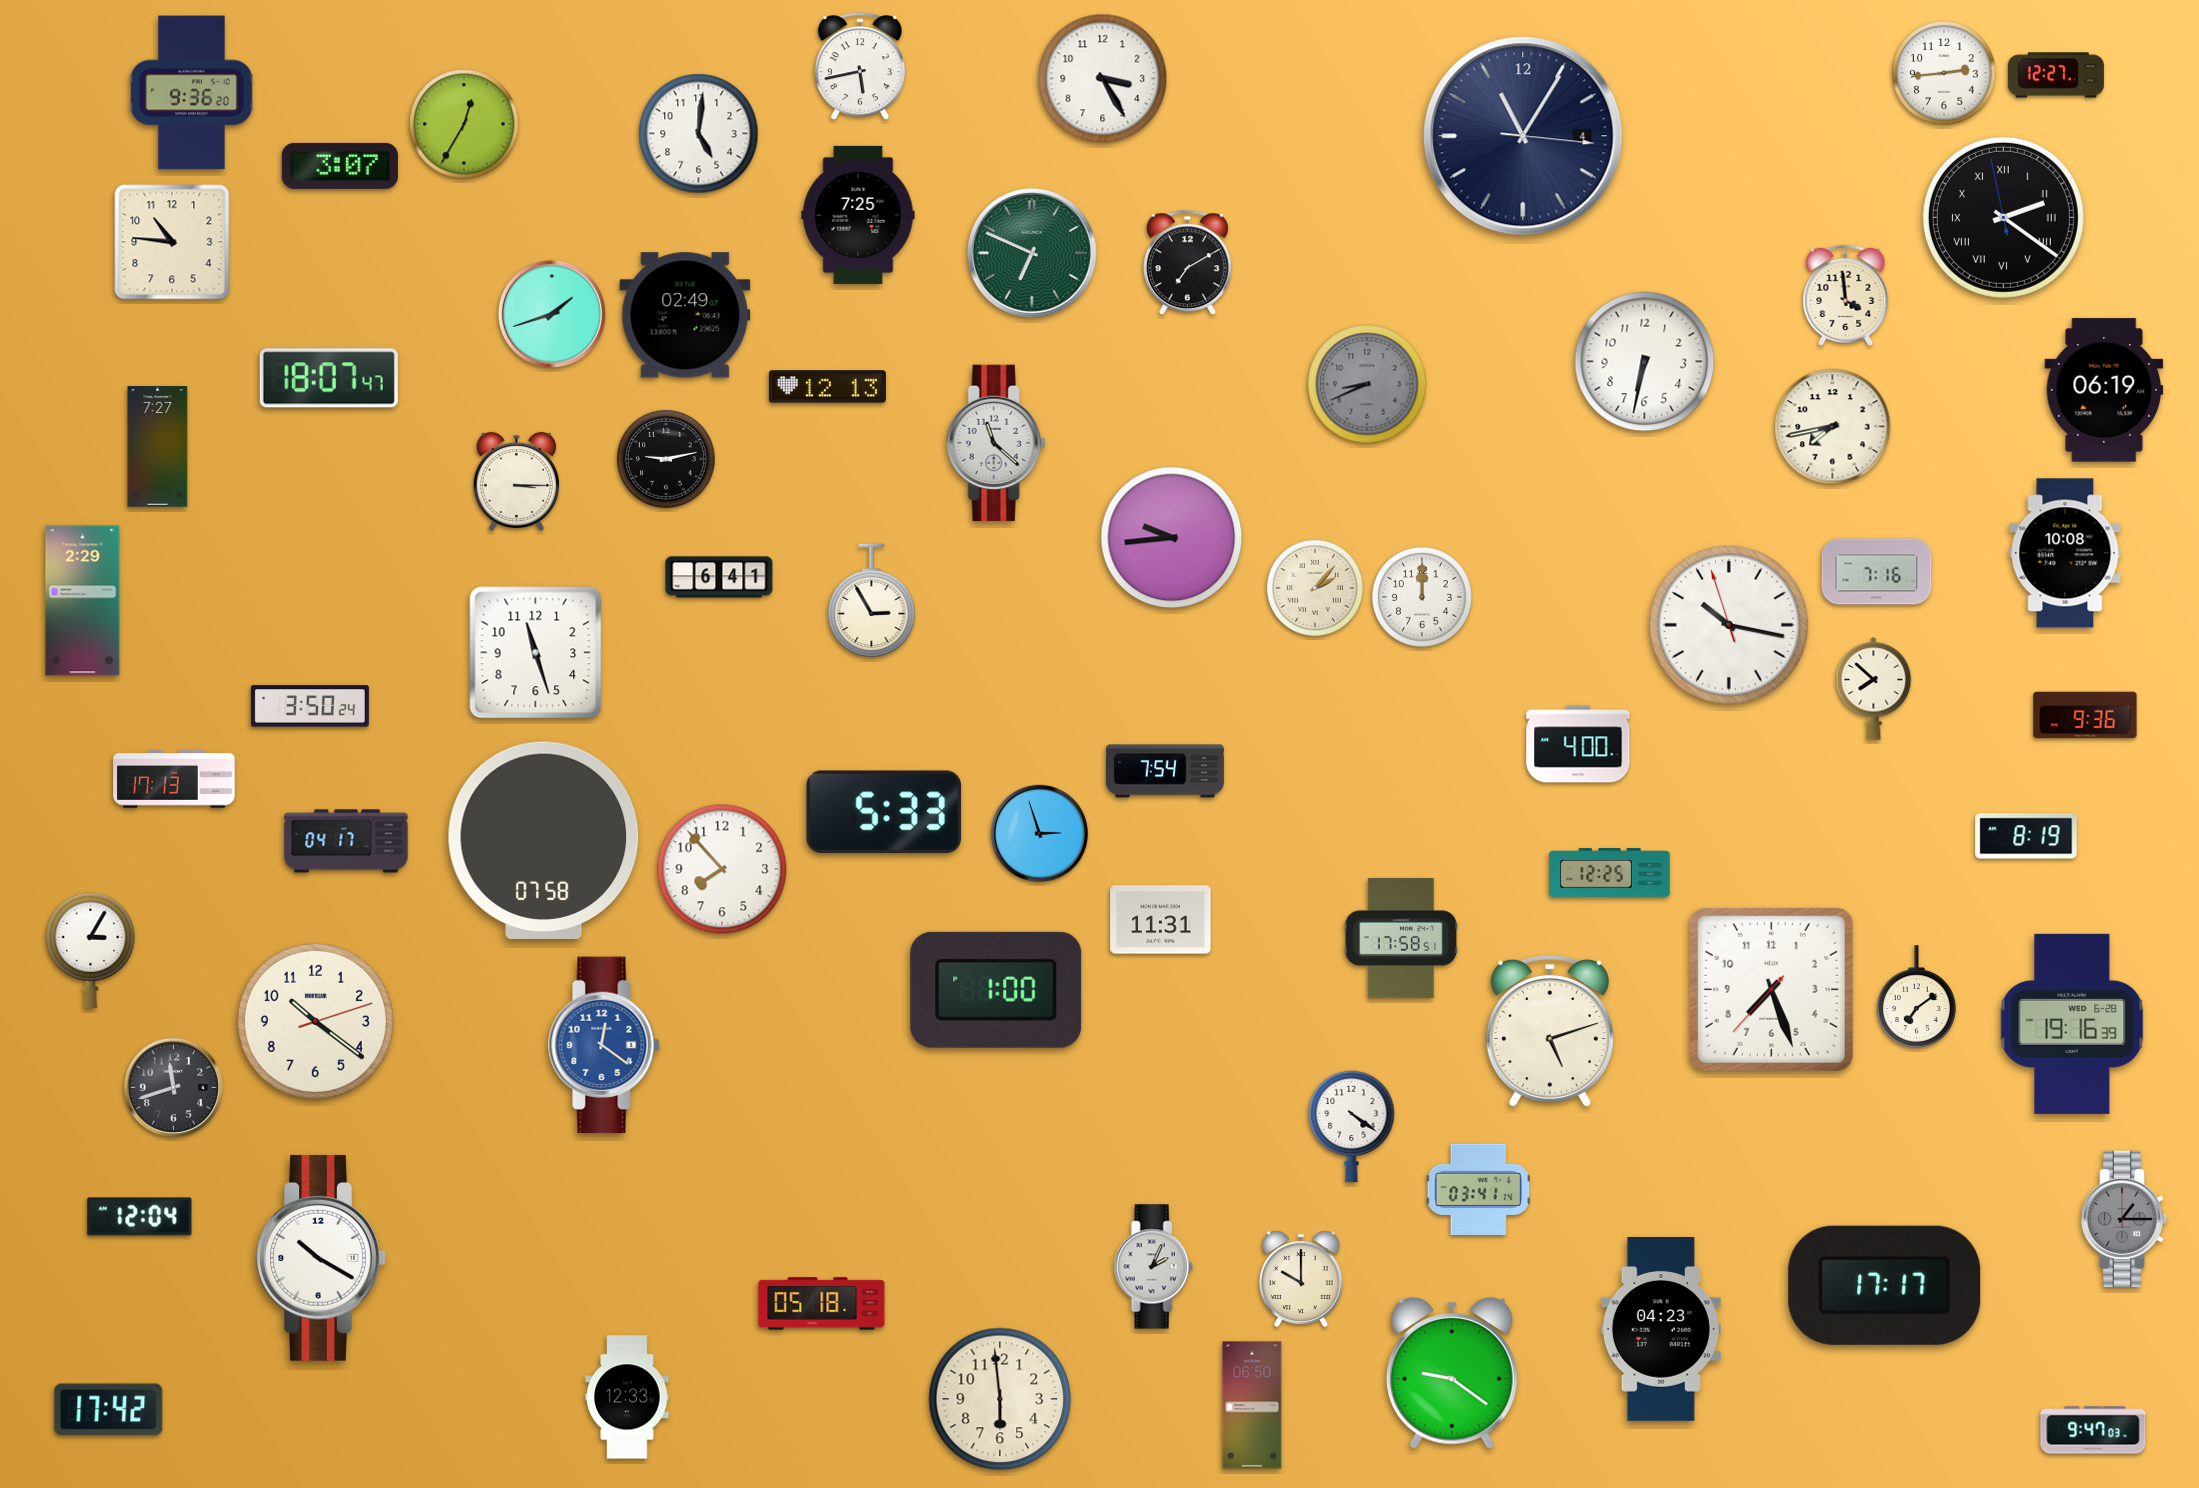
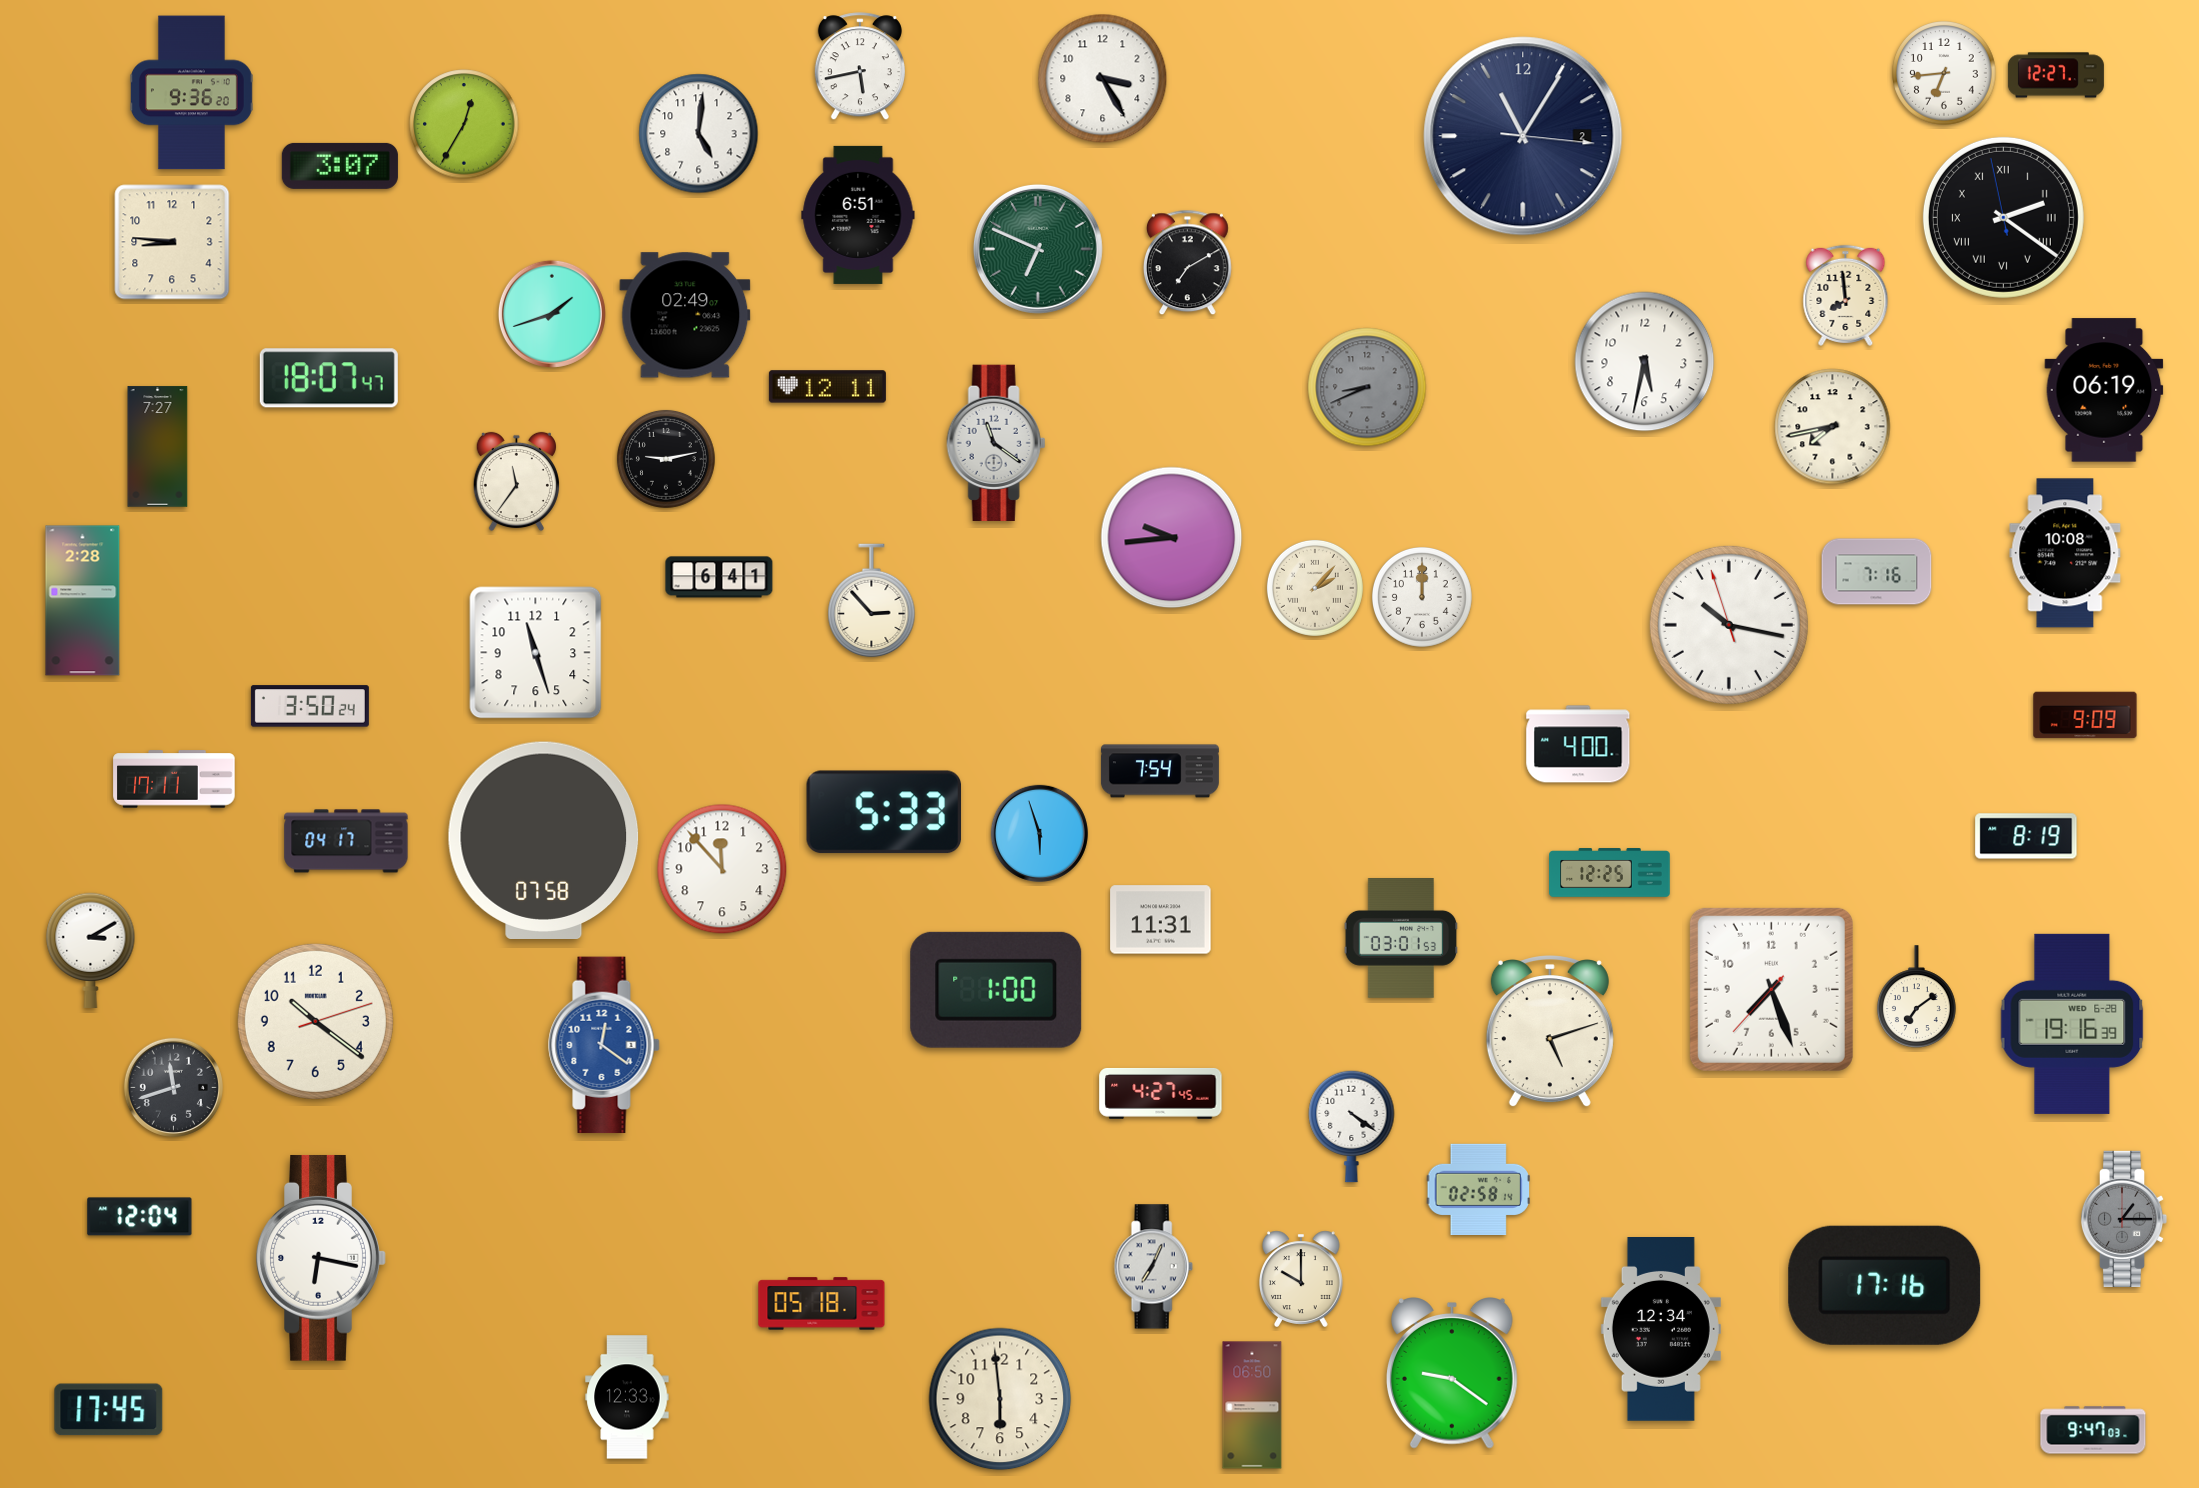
clock at (1944, 73): 2:44 -> 6:44
clock at (1523, 136) date: 4 -> 2
clock at (858, 215): 7:25 -> 6:51
clock at (172, 242): 10:46 -> 8:46
clock at (1032, 253) position: (1032, 253) -> (1038, 249)
clock at (1846, 295): 3:59 -> 7:59
clock at (1645, 362): 6:32 -> 5:32
clock at (1367, 384) position: (1367, 384) -> (1367, 387)
clock at (827, 387): 12:13 -> 12:11
clock at (996, 442): 11:22 -> 11:21
clock at (516, 482): 3:15 -> 11:36
clock at (83, 601): 2:29 -> 2:28
clock at (872, 601): 2:55 -> 2:53
clock at (1874, 689): 7:52 -> none
clock at (2085, 715): 9:36 -> 9:09
clock at (1165, 771) position: (1165, 771) -> (1160, 771)
clock at (174, 779): 17:13 -> 17:11
clock at (1039, 833): 2:57 -> 5:57
clock at (722, 869): 7:53 -> 11:53
clock at (1401, 939): 17:58 -> 03:01
clock at (91, 950): 3:05 -> 3:10
clock at (1161, 1094): none -> 4:27
clock at (1478, 1189): 03:41 -> 02:58
clock at (321, 1258): 10:20 -> 6:17
clock at (1153, 1267): 2:04 -> 7:04
clock at (1885, 1285): 17:17 -> 17:16
clock at (1661, 1330): 04:23 -> 12:34
clock at (109, 1410): 17:42 -> 17:45
